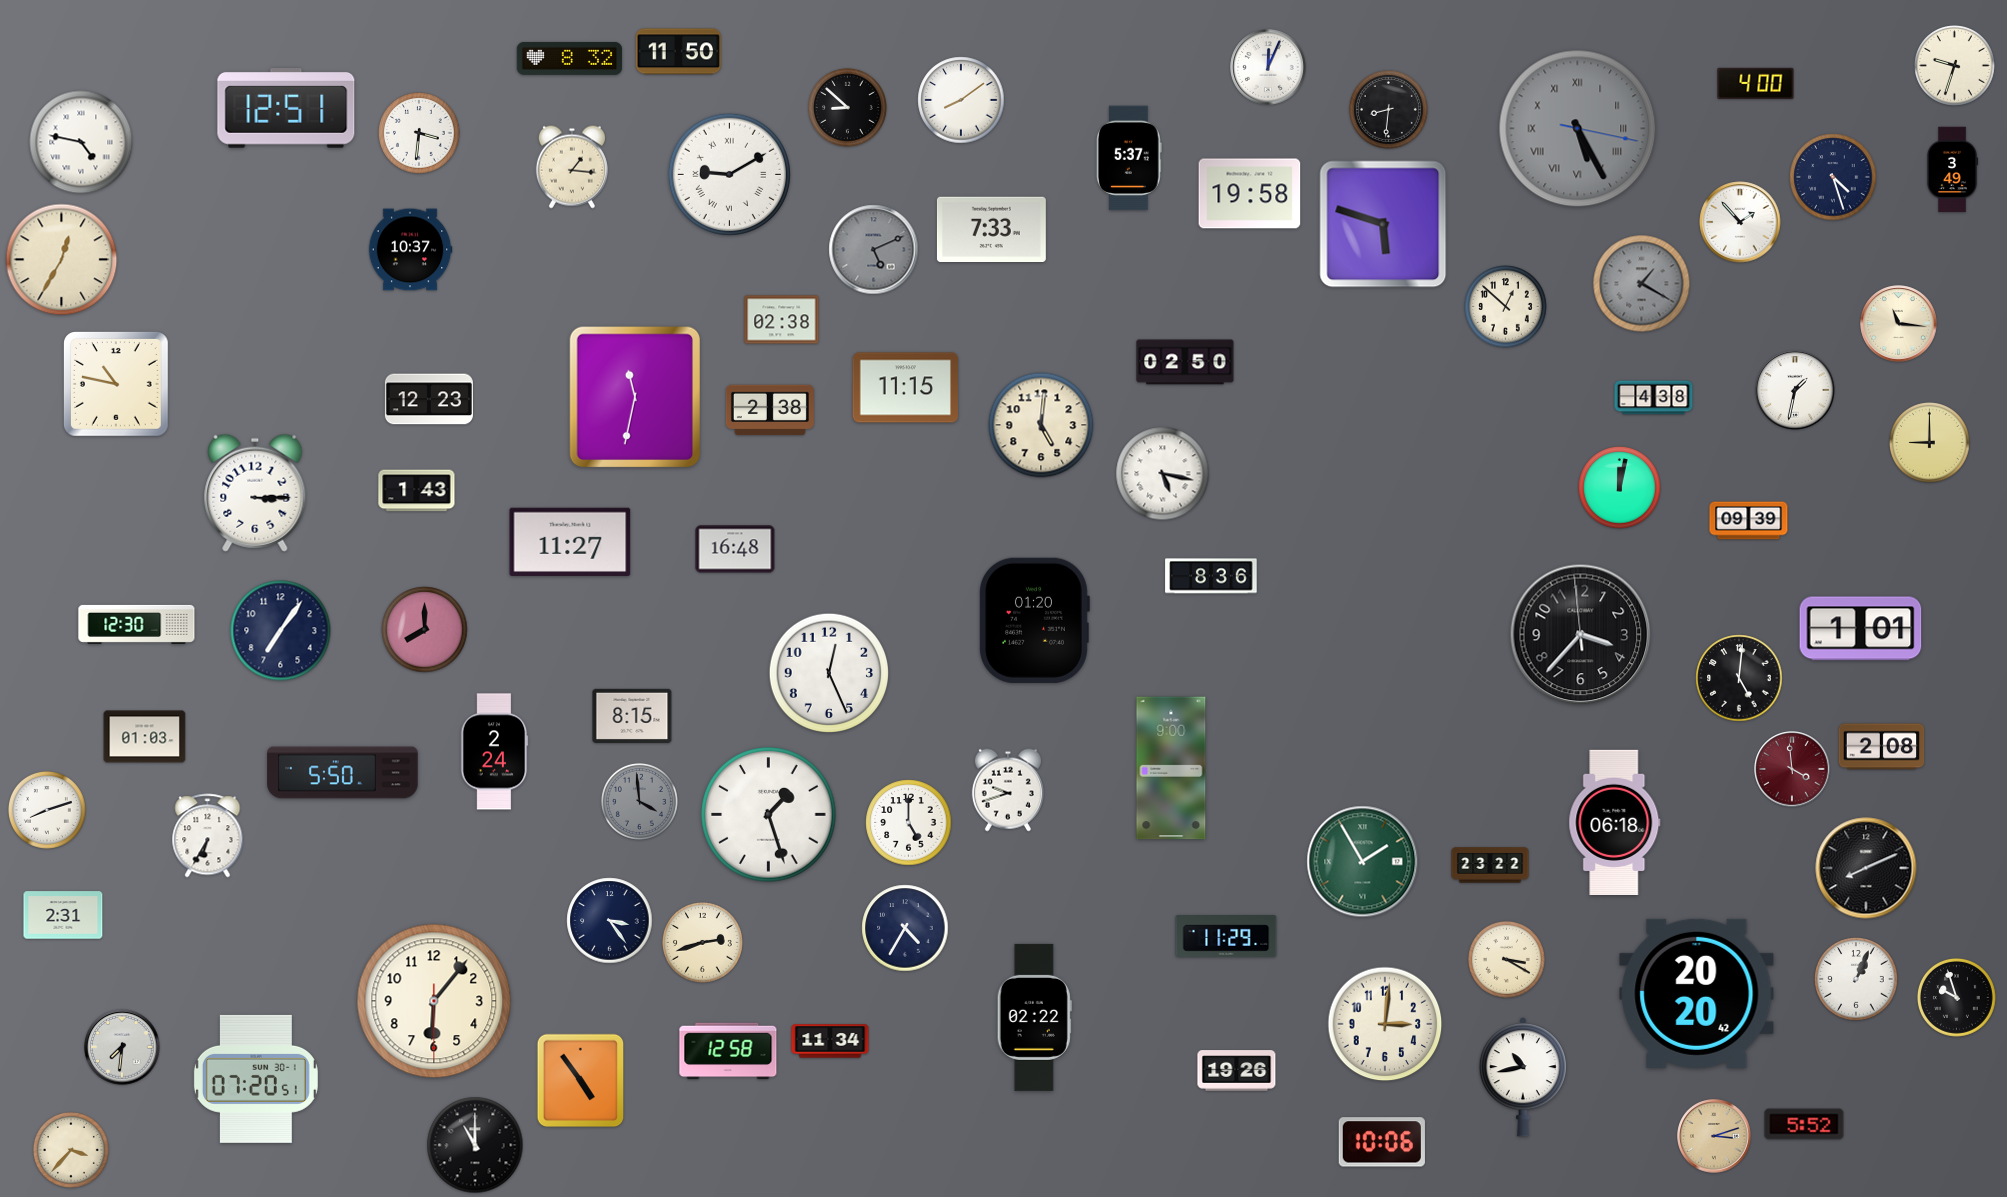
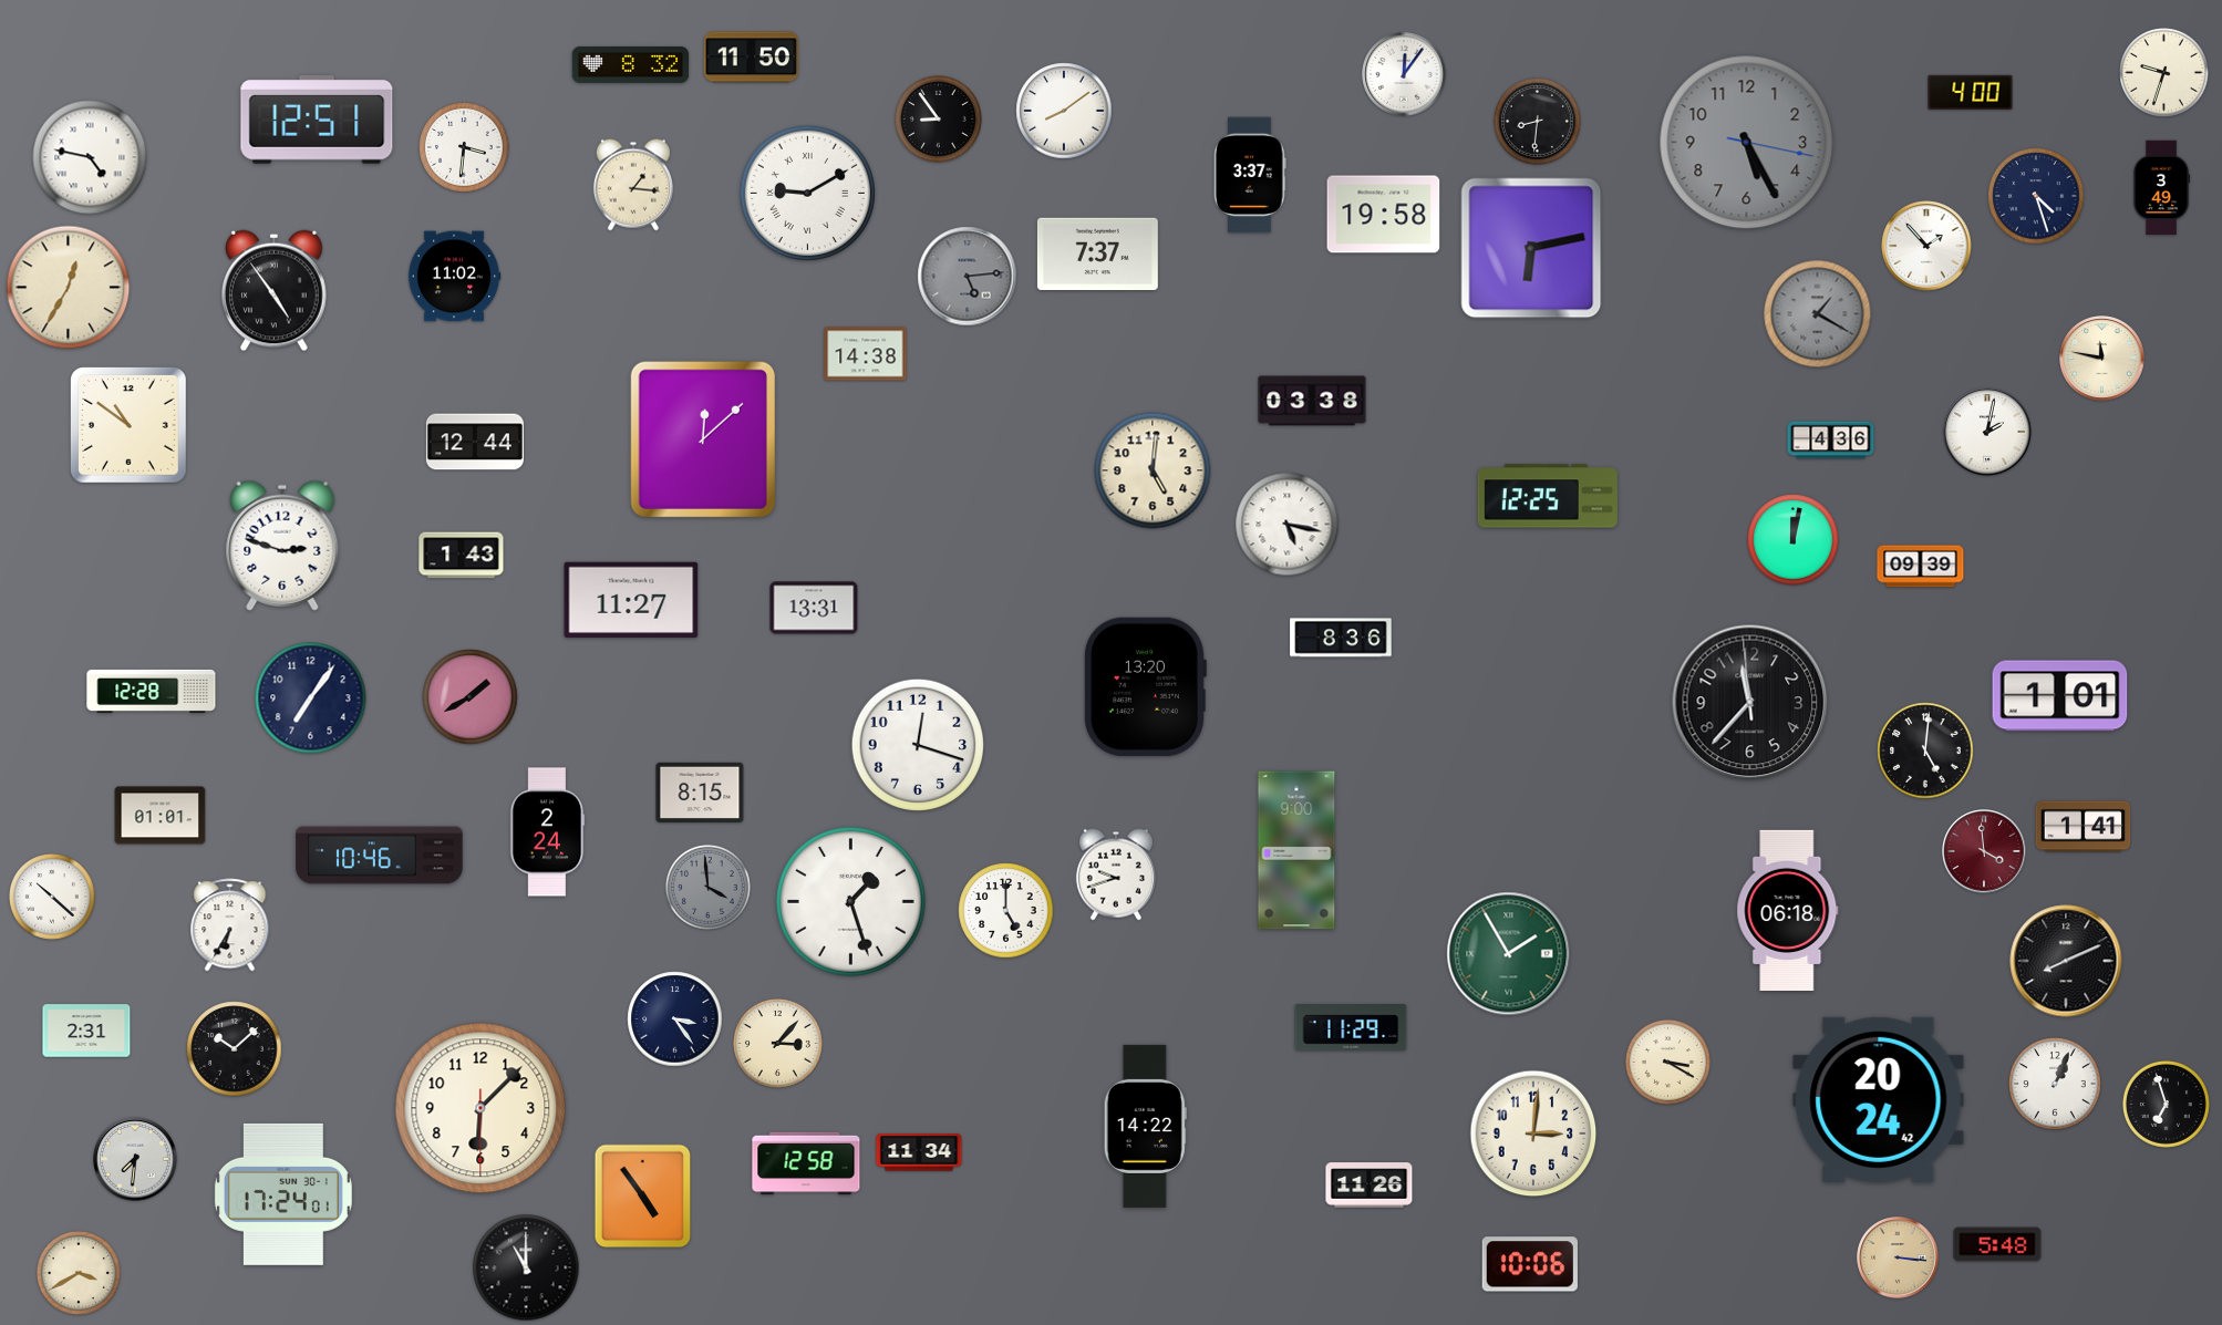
clock at (1268, 67): 12:04 -> 12:06
clock at (1756, 83) position: (1756, 83) -> (1971, 92)
clock at (847, 107): 8:52 -> 8:54
clock at (1578, 129) numerals: Roman -> Arabic
clock at (1129, 158): 5:37 -> 3:37
clock at (1833, 177) position: (1833, 177) -> (2036, 196)
clock at (1383, 224): 5:48 -> 6:13
clock at (991, 229): 7:33 -> 7:37
clock at (410, 250): 10:37 -> 11:02
clock at (874, 250): 5:11 -> 5:14
clock at (275, 291): none -> 4:54
clock at (1506, 307): 12:52 -> none
clock at (782, 320): 02:38 -> 14:38
clock at (1899, 324): 11:16 -> 11:47
clock at (1185, 362): 02:50 -> 03:38
clock at (117, 385): 10:47 -> 10:51
clock at (905, 388): 11:15 -> none
clock at (1795, 390): 1:32 -> 2:02
clock at (634, 397): 11:32 -> 12:08
clock at (1654, 398): 4:38 -> 4:36
clock at (429, 399): 12:23 -> 12:44
clock at (770, 410): 2:38 -> none
clock at (1930, 443): 9:00 -> none
clock at (1548, 496): none -> 12:25
clock at (417, 491) position: (417, 491) -> (462, 556)
clock at (255, 493): 3:15 -> 2:48
clock at (1749, 521) position: (1749, 521) -> (1921, 567)
clock at (735, 549): 16:48 -> 13:31
clock at (1034, 620): 01:20 -> 13:20
clock at (137, 624): 12:30 -> 12:28
clock at (425, 630): 8:00 -> 1:40
clock at (1581, 635): 3:36 -> 11:36
clock at (828, 672): 12:26 -> 12:18
clock at (145, 737): 01:03 -> 01:01
clock at (1882, 747): 2:08 -> 1:41
clock at (343, 773): 5:50 -> 10:46
clock at (47, 810): 8:12 -> 10:22
clock at (1490, 865): 23:22 -> none
clock at (63, 915) position: (63, 915) -> (86, 1031)
clock at (905, 928): 4:35 -> none
clock at (1226, 937) position: (1226, 937) -> (1351, 1028)
clock at (703, 943): 2:42 -> 3:07
clock at (235, 1049): none -> 10:08
clock at (1697, 993): 20:20 -> 20:24
clock at (1956, 997): 9:57 -> 6:57
clock at (434, 1001): 6:06 -> 6:07
clock at (1034, 1017): 02:22 -> 14:22
clock at (1237, 1071): 19:26 -> 11:26
clock at (1523, 1077): 10:43 -> none
clock at (256, 1079): 07:20 -> 17:24
clock at (1804, 1124): 5:52 -> 5:48
clock at (1714, 1136): 3:12 -> 3:16
clock at (71, 1150): 3:37 -> 3:40
